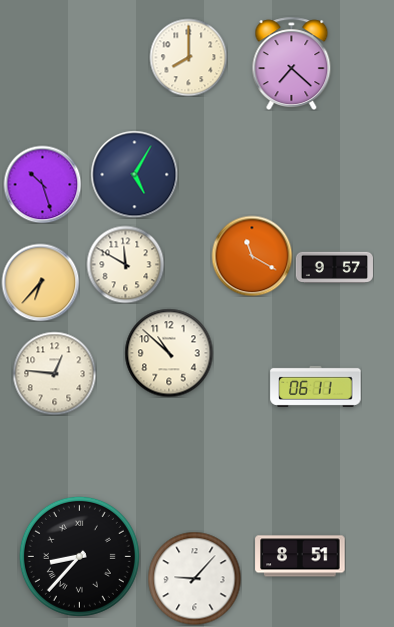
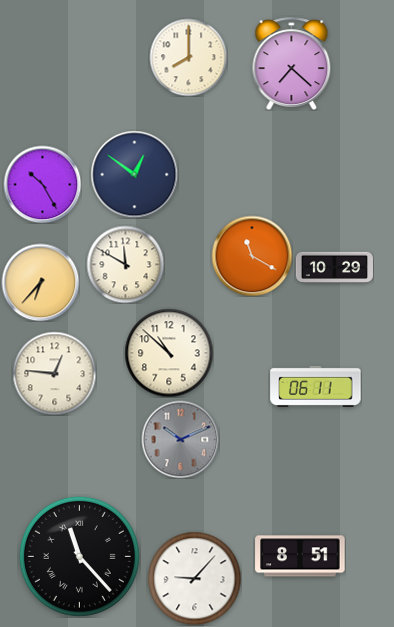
clock at (134, 174): 5:05 -> 12:51
clock at (42, 184): 10:27 -> 10:25
clock at (334, 268): 9:57 -> 10:29
clock at (180, 439): none -> 10:11
clock at (79, 556): 8:37 -> 11:23
